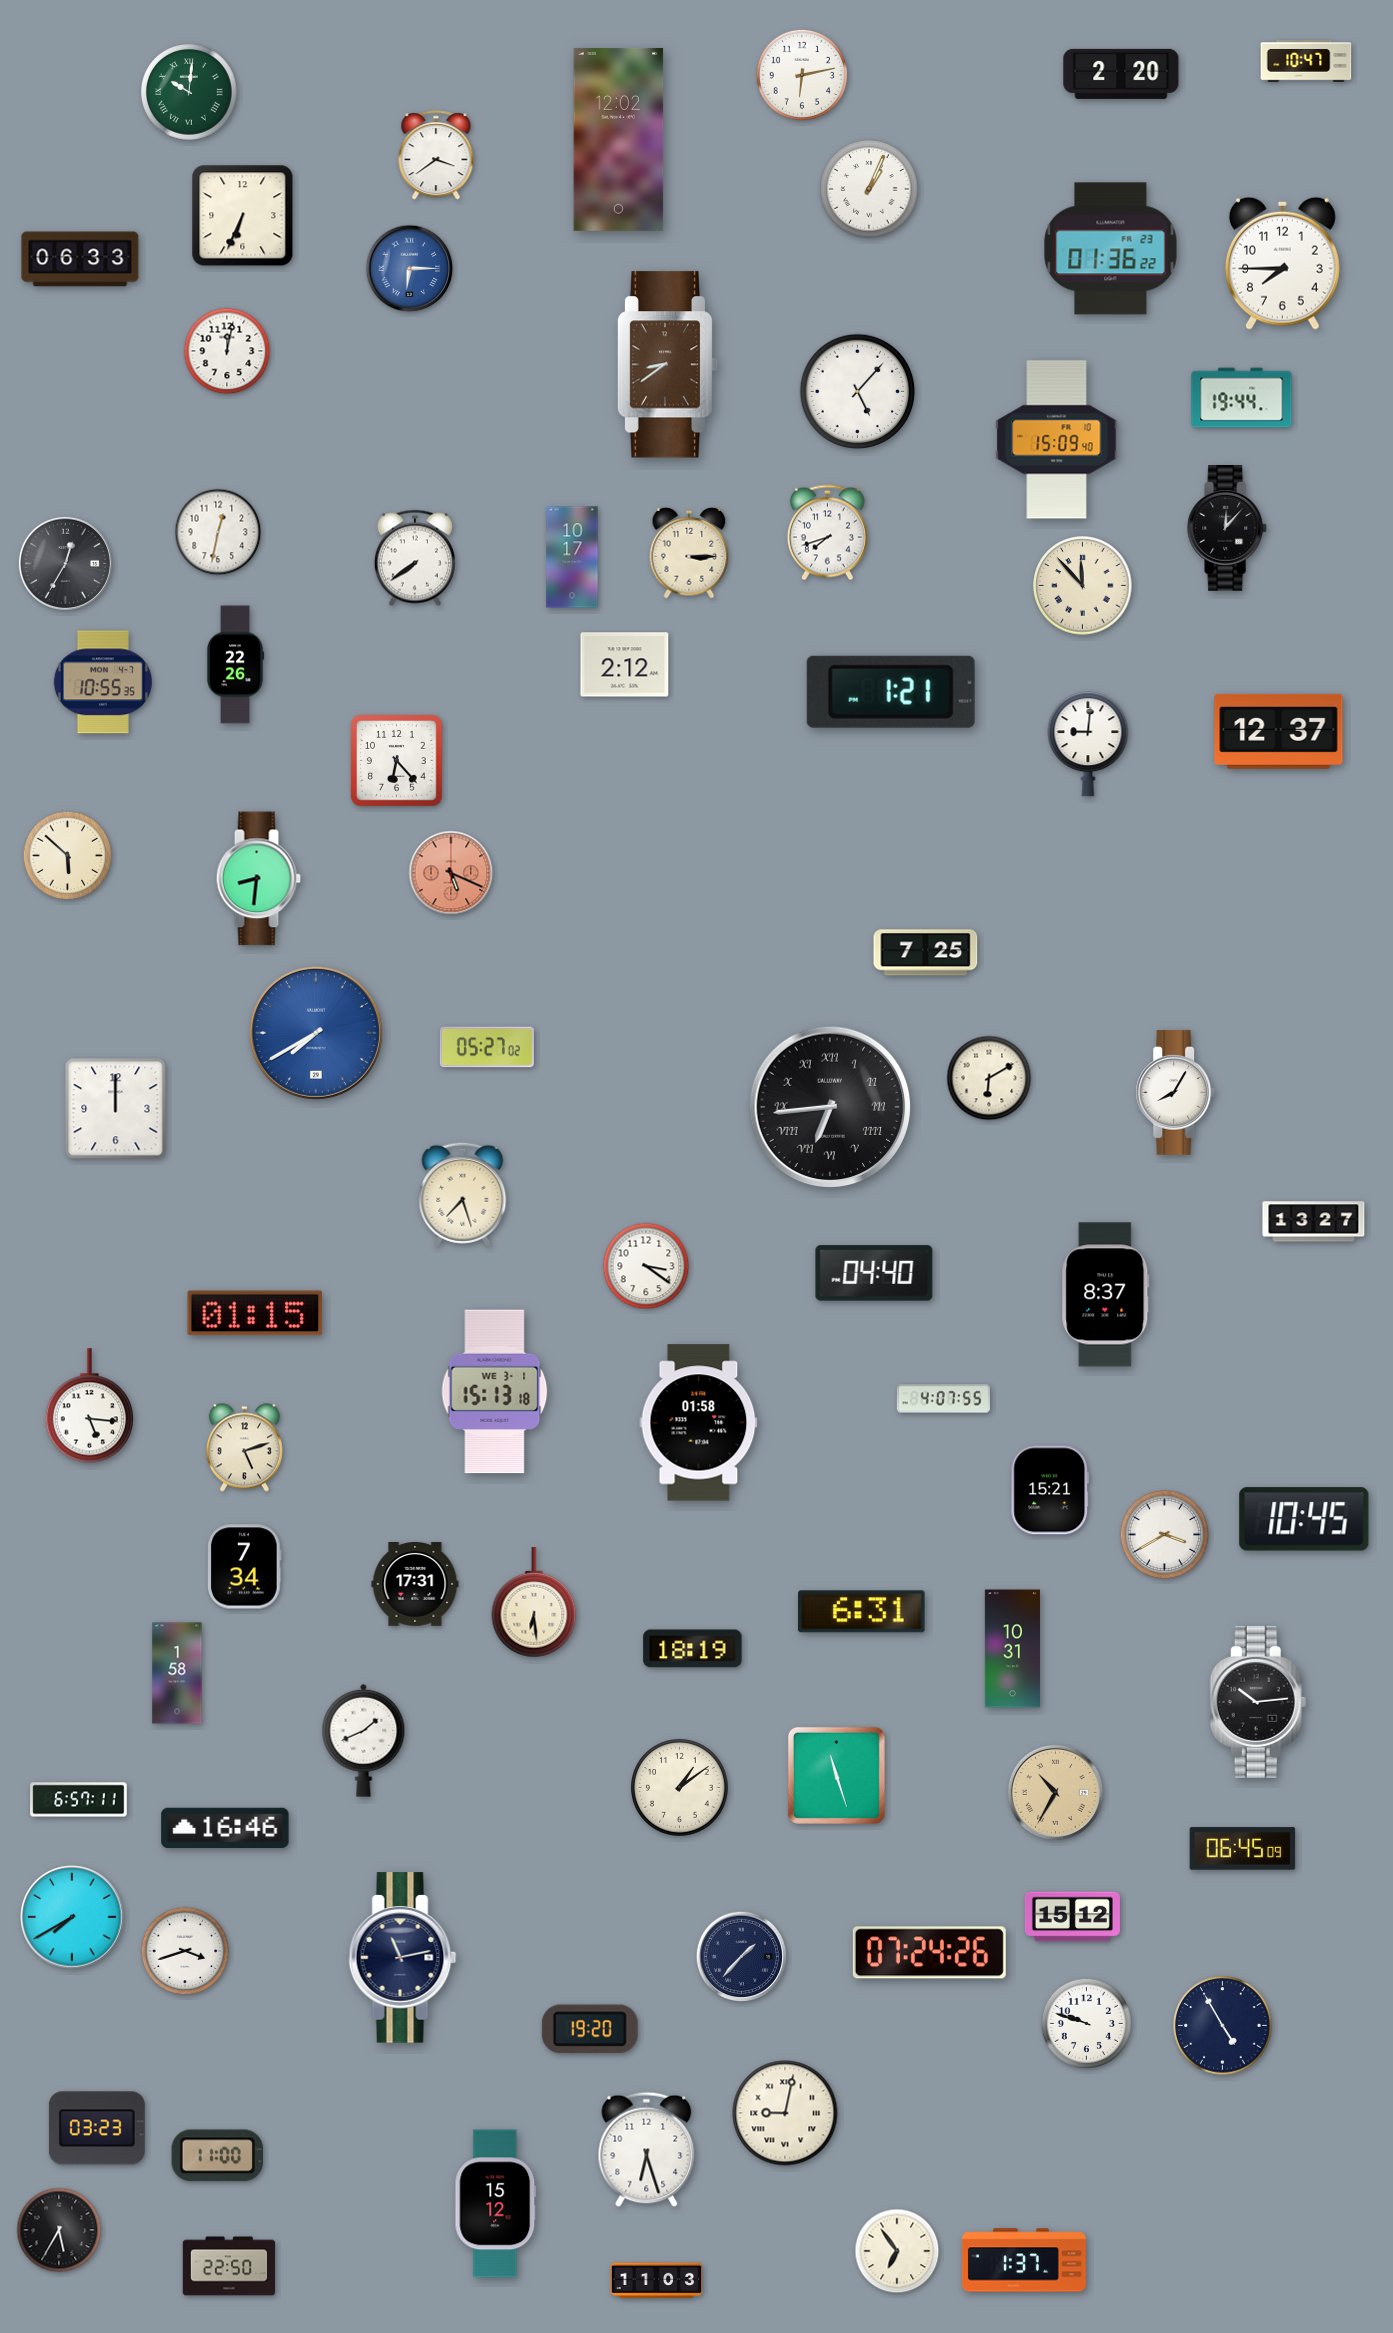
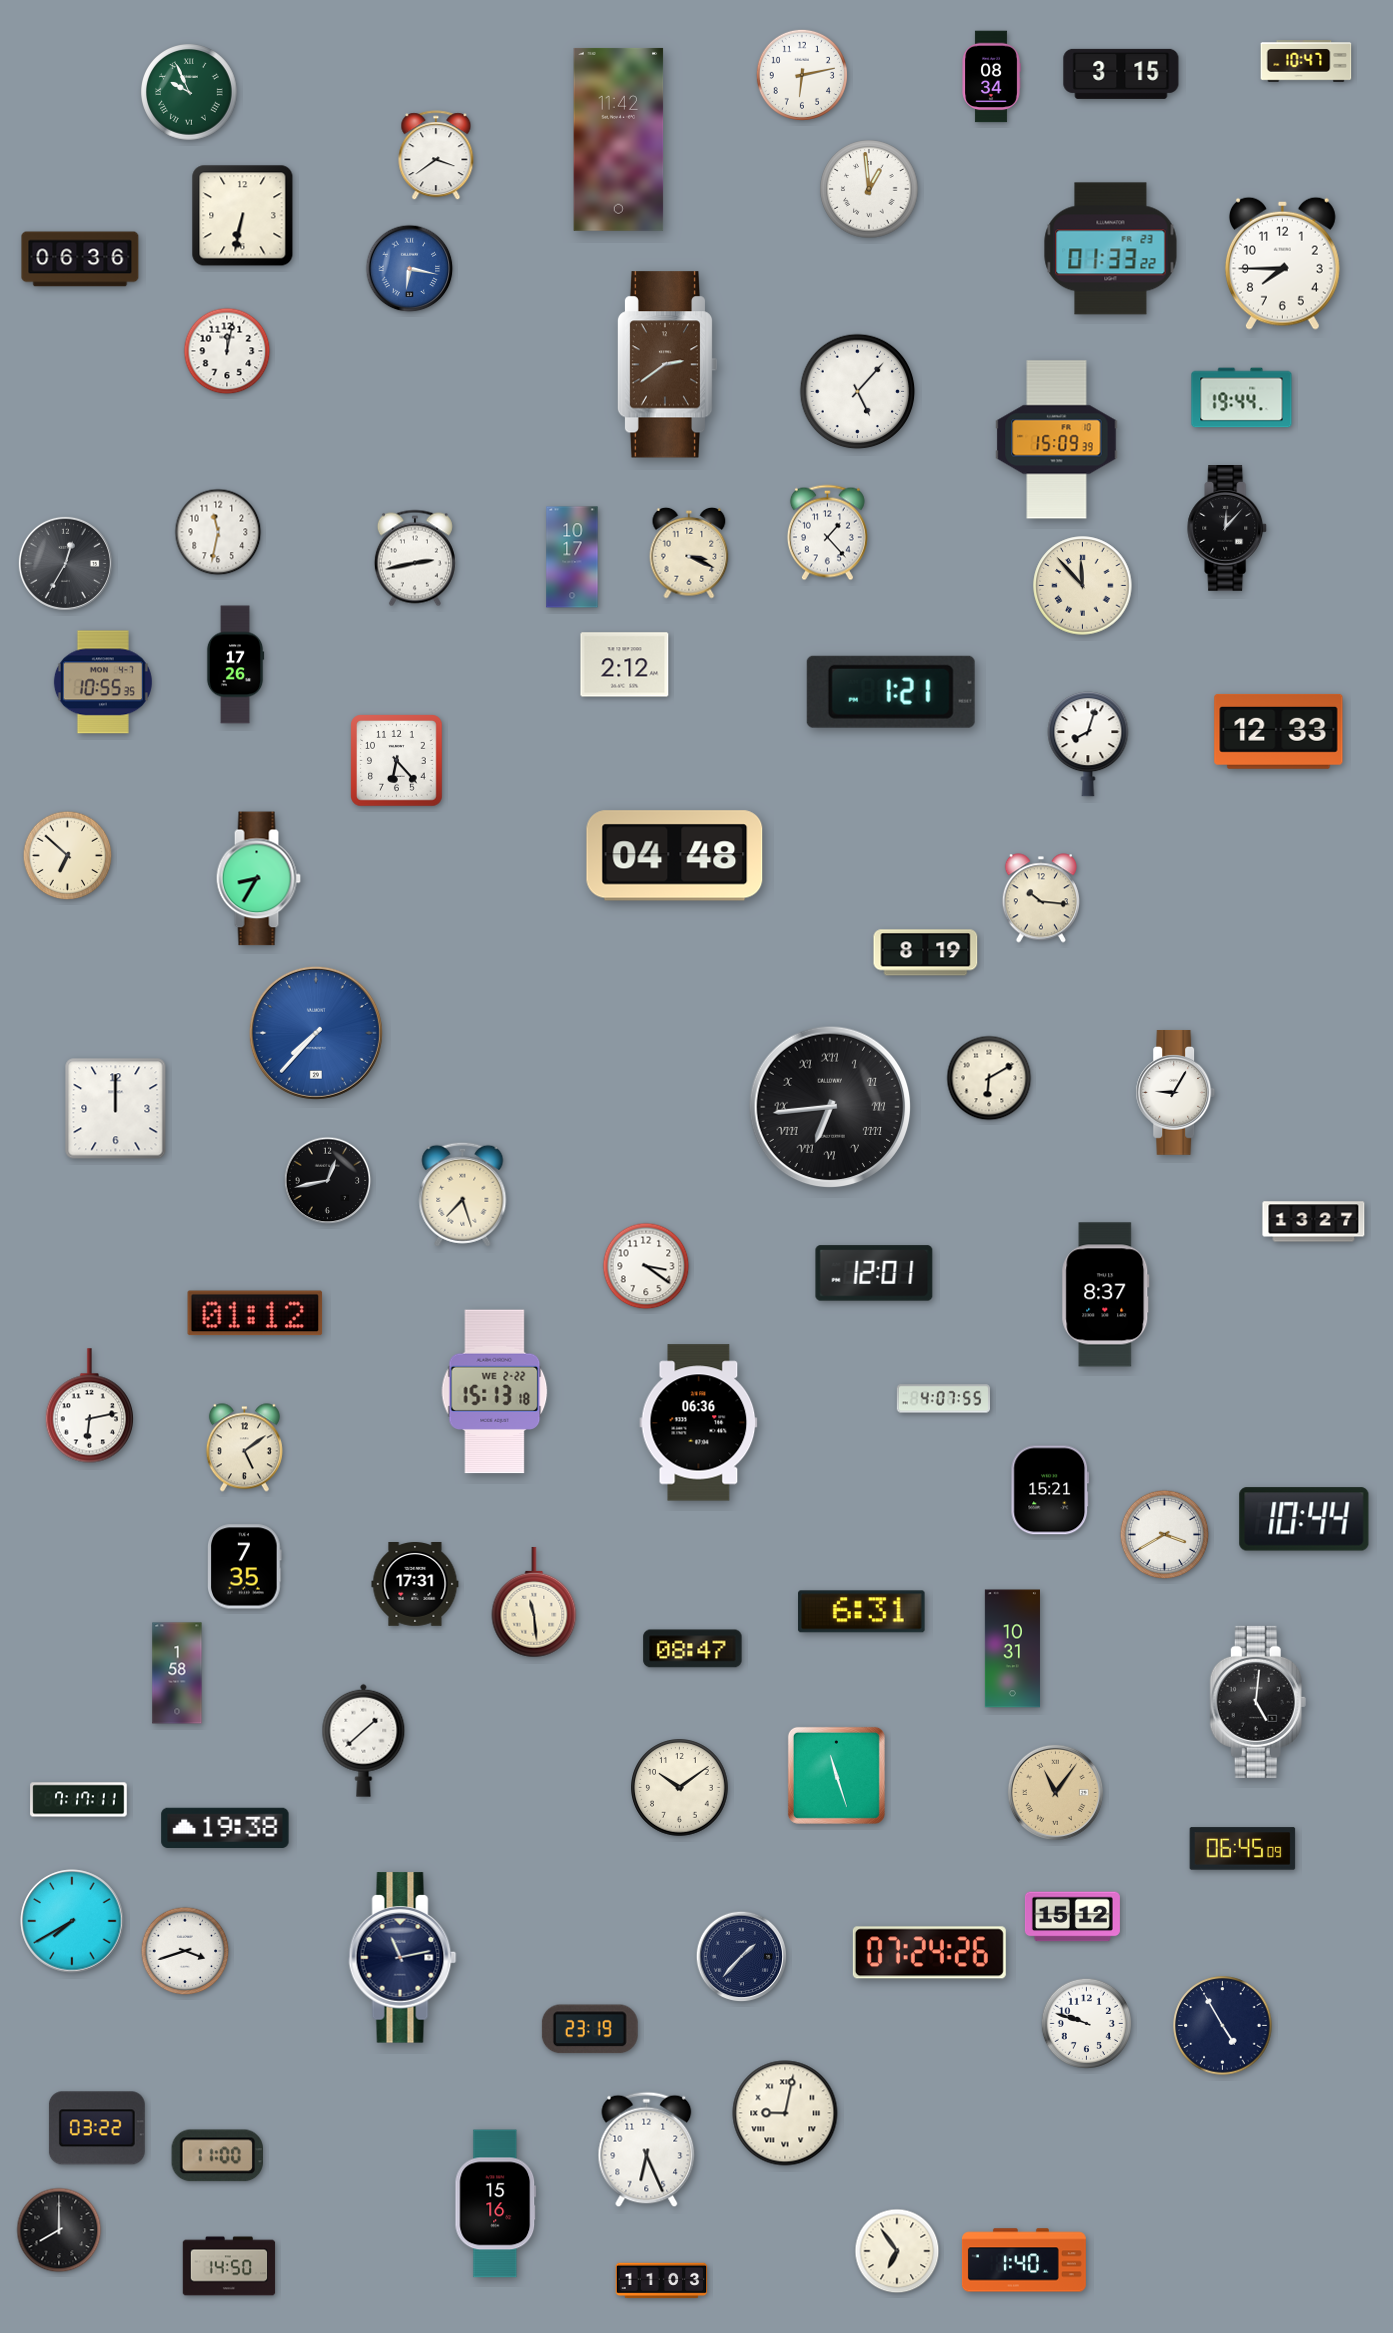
clock at (1121, 74): 2:20 -> 3:15
clock at (991, 77): none -> 08:34
clock at (190, 93): 10:01 -> 9:56
clock at (619, 139): 12:02 -> 11:42
clock at (869, 189): 1:04 -> 12:59
clock at (243, 216): 6:34 -> 6:32
clock at (1111, 249): 01:36 -> 01:33
clock at (80, 259): 06:33 -> 06:36
clock at (410, 269): 6:15 -> 6:17
clock at (667, 365): 8:39 -> 2:39
clock at (1057, 440): 15:09:40 -> 15:09:39
clock at (218, 532): 12:32 -> 11:32
clock at (827, 533): 7:42 -> 1:23
clock at (689, 553): 3:15 -> 3:19
clock at (415, 558): 7:39 -> 2:43
clock at (235, 665): 22:26 -> 17:26
clock at (1279, 731): 12:37 -> 12:33
clock at (1088, 744): 9:01 -> 8:03
clock at (68, 856): 5:52 -> 6:52
clock at (675, 856): none -> 04:48
clock at (451, 873): 5:19 -> none
clock at (258, 879): 8:31 -> 8:35
clock at (1041, 898): none -> 10:16
clock at (926, 953): 7:25 -> 8:19
clock at (316, 1033): 7:40 -> 7:37
clock at (487, 1047): 05:27 -> none
clock at (1176, 1092): 8:05 -> 9:05
clock at (328, 1181): none -> 12:43
clock at (874, 1273): 04:40 -> 12:01
clock at (255, 1313): 01:15 -> 01:12
clock at (495, 1392) date: WE 3-1 -> WE 2-22
clock at (90, 1406): 5:16 -> 6:13
clock at (699, 1423): 01:58 -> 06:36
clock at (244, 1448): 5:12 -> 5:09
clock at (1304, 1519): 10:45 -> 10:44
clock at (245, 1567): 7:34 -> 7:35
clock at (534, 1602): 6:29 -> 11:29
clock at (693, 1649): 18:19 -> 08:47
clock at (1258, 1702): 10:14 -> 5:01
clock at (364, 1740): 1:41 -> 1:38
clock at (680, 1788): 1:09 -> 10:09
clock at (1055, 1792): 10:35 -> 11:06
clock at (79, 1800): 6:57 -> 7:17
clock at (225, 1828): 16:46 -> 19:38
clock at (72, 1917) position: (72, 1917) -> (72, 1921)
clock at (590, 2029): 19:20 -> 23:19
clock at (97, 2128): 03:23 -> 03:22
clock at (647, 2150): 6:27 -> 6:26
clock at (496, 2204): 15:12 -> 15:16
clock at (59, 2230): 5:35 -> 8:00
clock at (1024, 2260): 1:37 -> 1:40
clock at (229, 2266): 22:50 -> 14:50
clock at (657, 2281) position: (657, 2281) -> (662, 2281)
